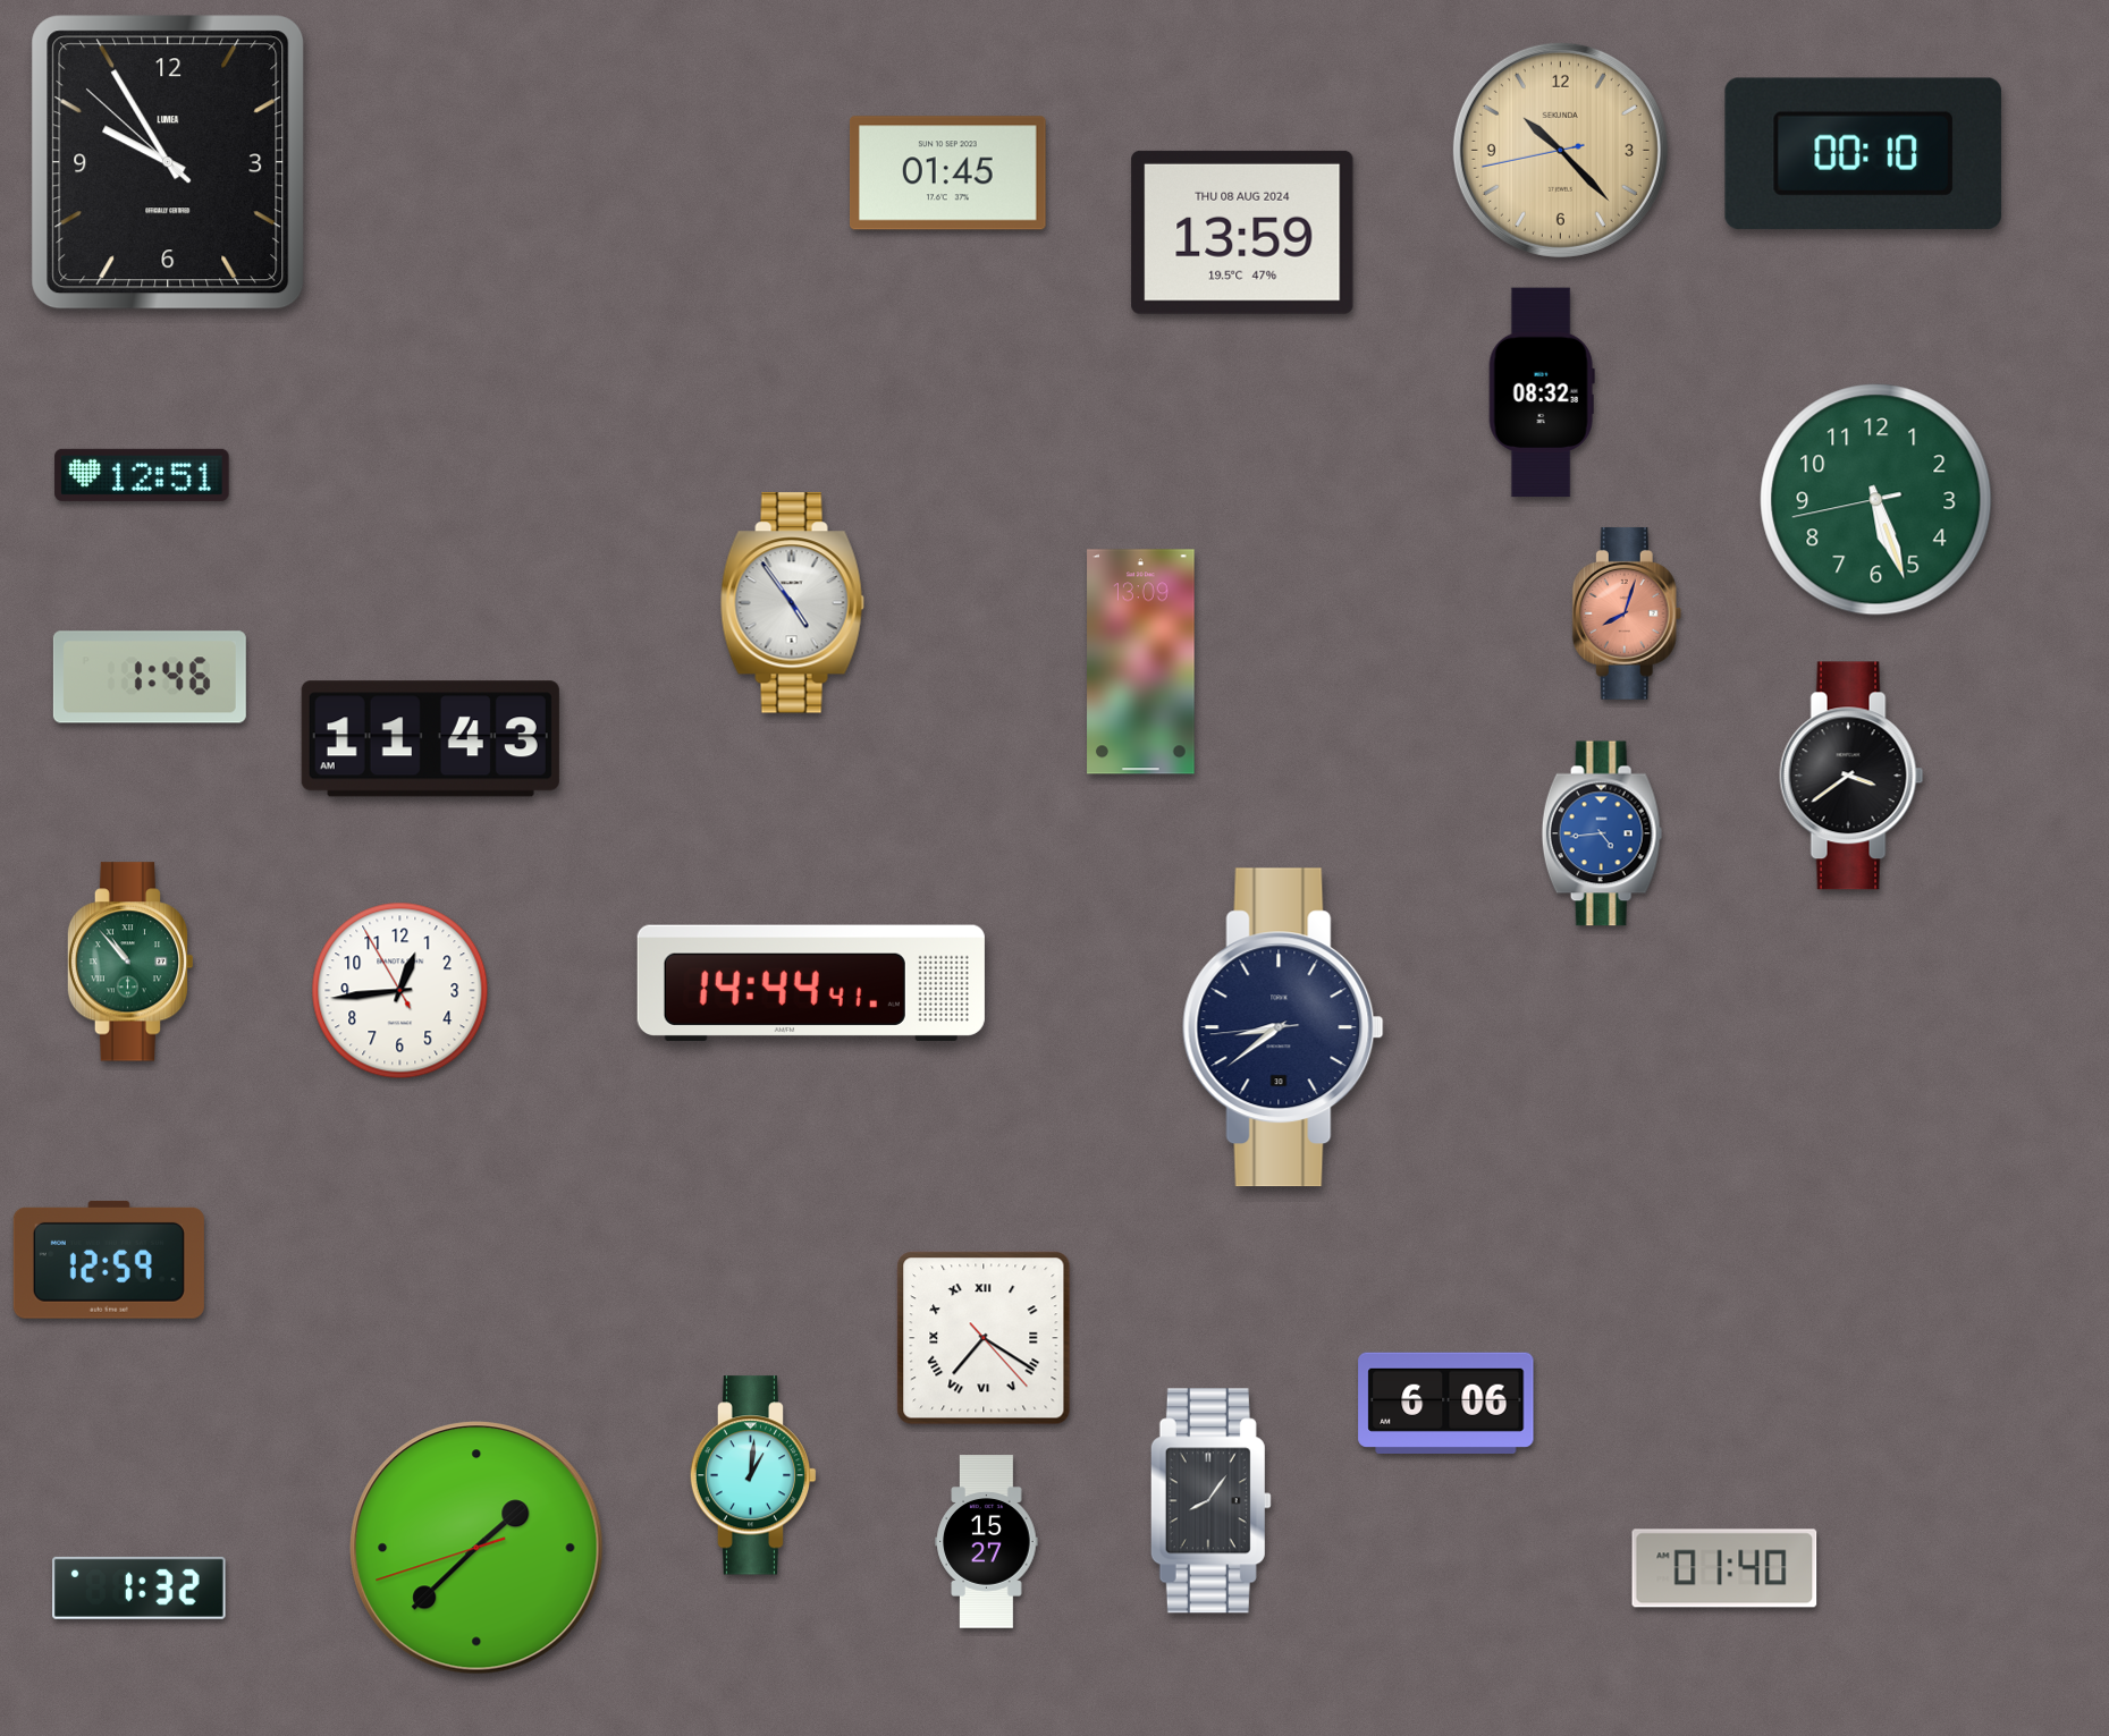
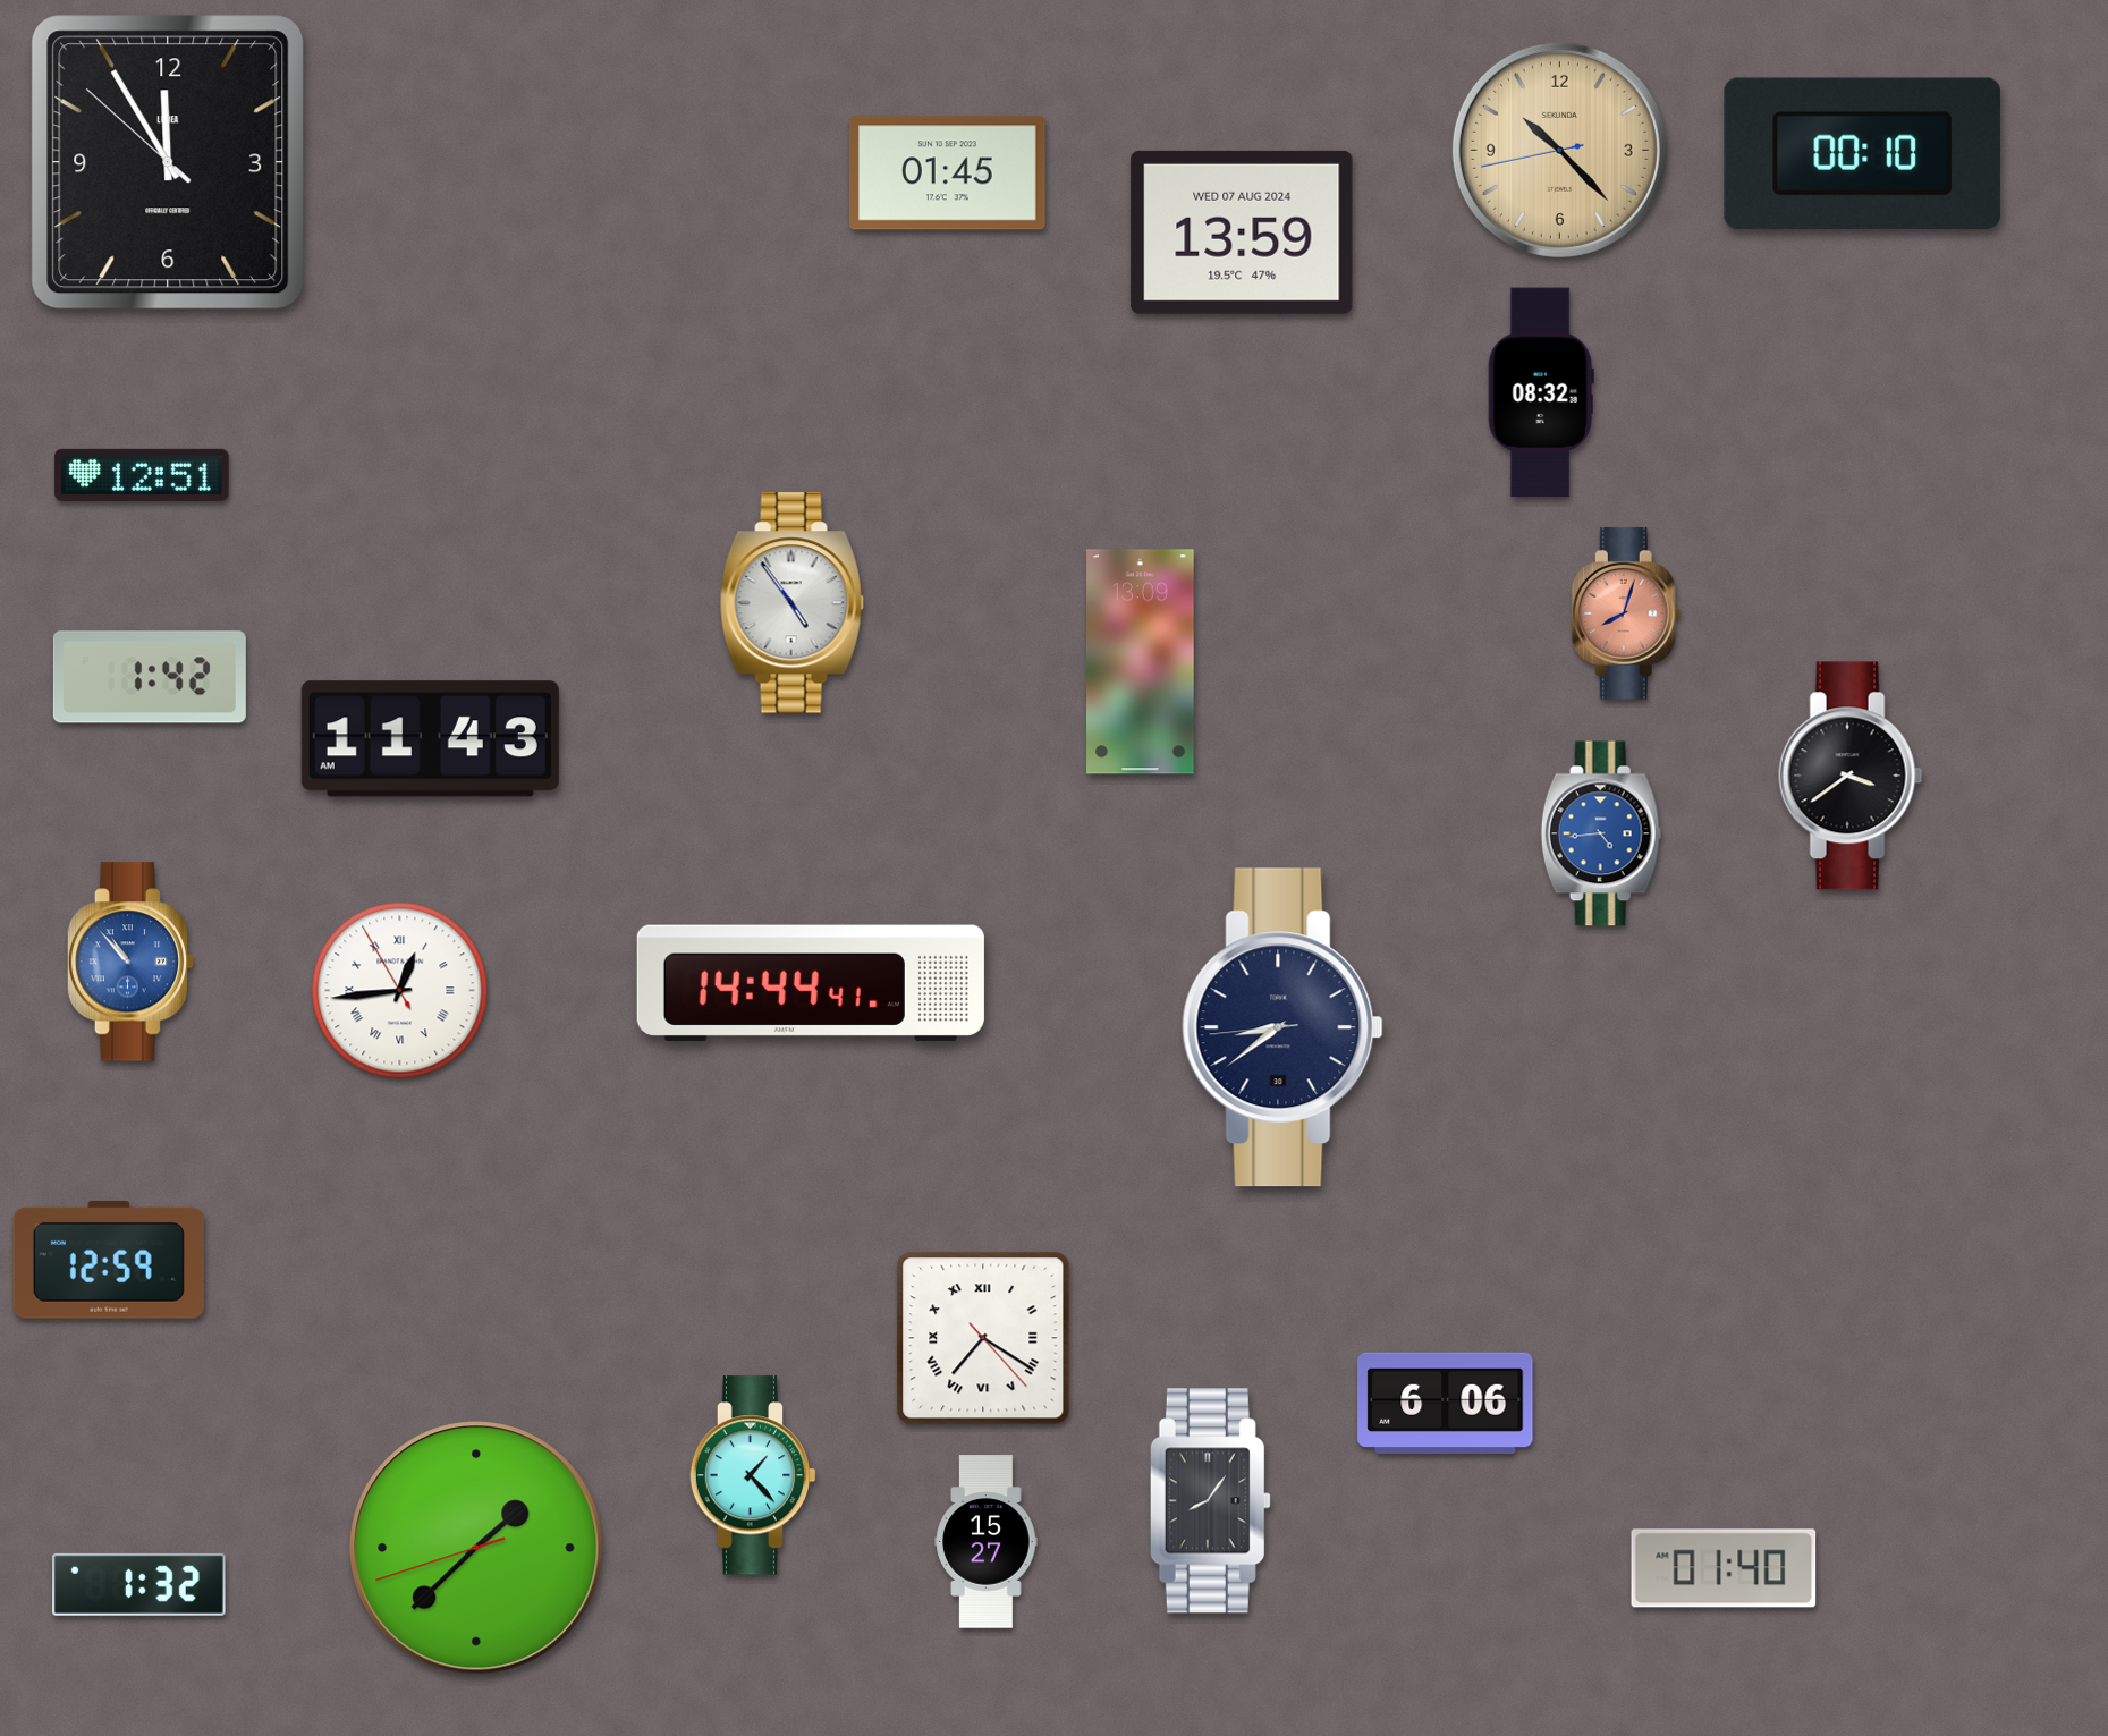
clock at (168, 162): 9:54 -> 11:54
clock at (1242, 232) date: THU 08 AUG 2024 -> WED 07 AUG 2024
clock at (1876, 500): 5:26 -> none
clock at (150, 677): 1:46 -> 1:42
clock at (130, 962) dial: green -> blue
clock at (400, 991) numerals: Arabic -> Roman
clock at (753, 1475): 1:01 -> 1:23
clock at (140, 1587) position: (140, 1587) -> (139, 1584)
